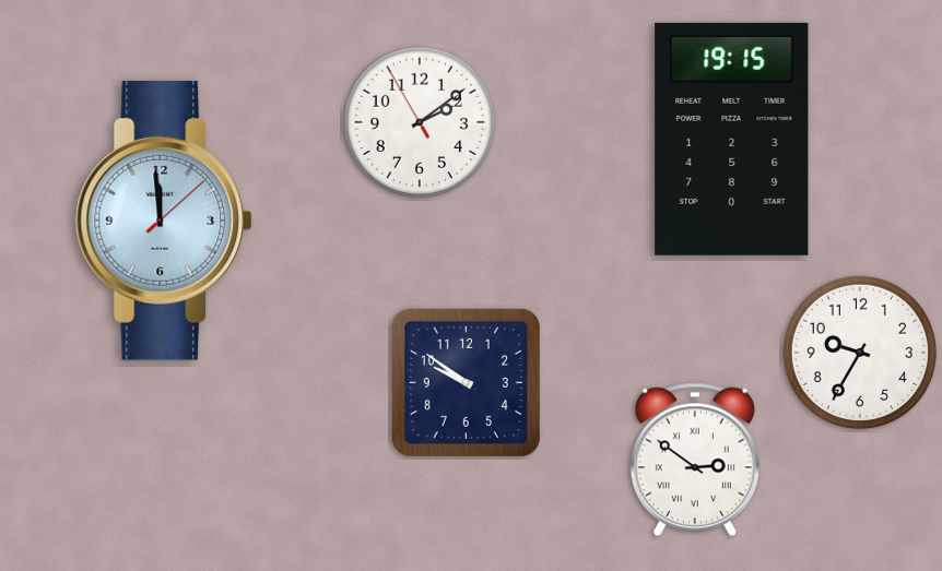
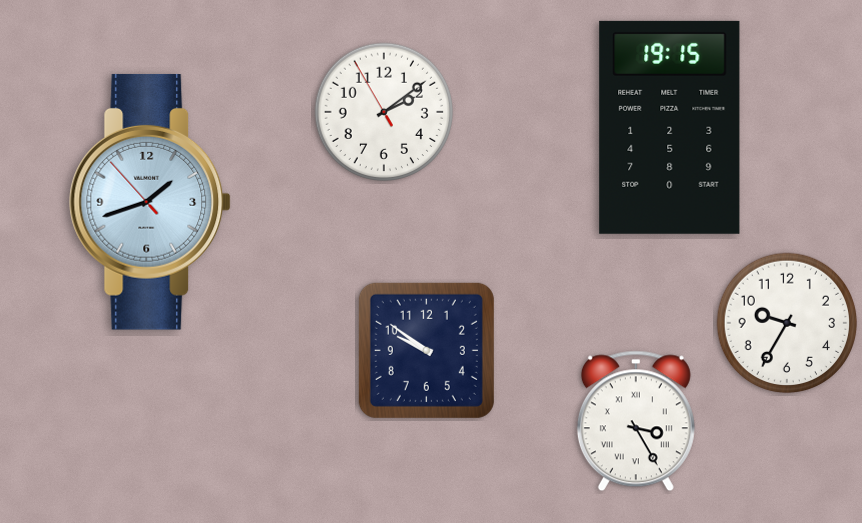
clock at (164, 221): 11:59 -> 1:41
clock at (695, 460): 2:51 -> 3:25
